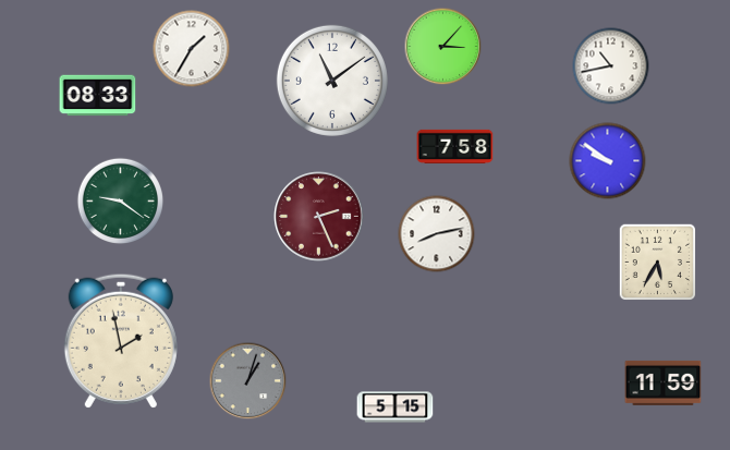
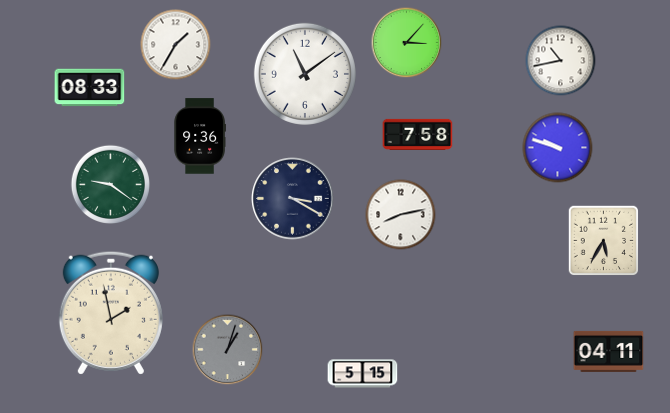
clock at (200, 136): none -> 9:36
clock at (608, 161): 9:51 -> 9:48
clock at (319, 217): 2:26 -> 3:20
clock at (319, 217) dial: burgundy -> navy
clock at (664, 382): 11:59 -> 04:11
